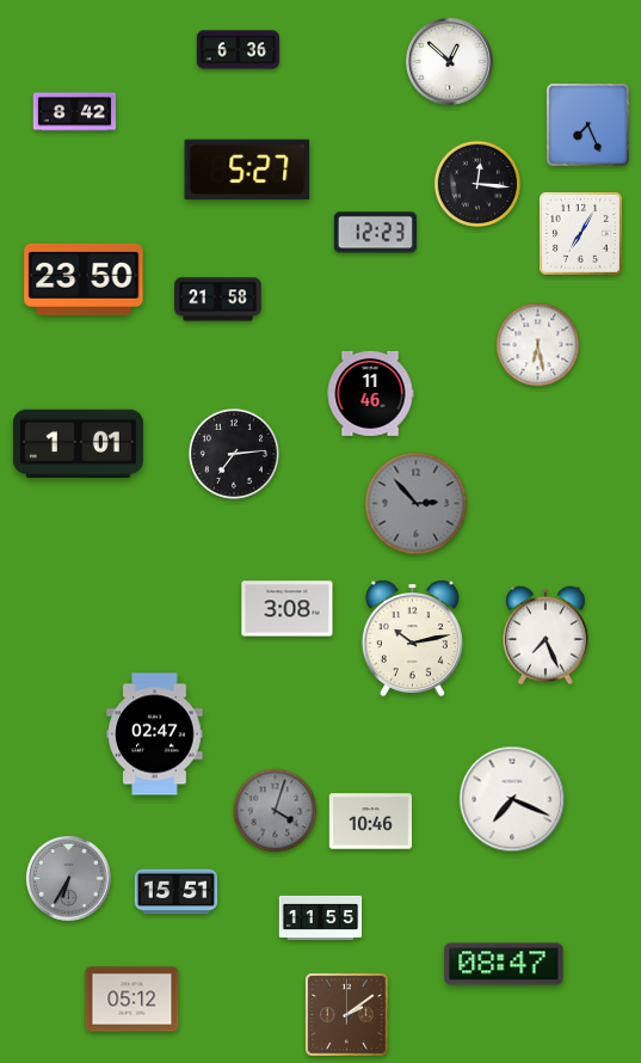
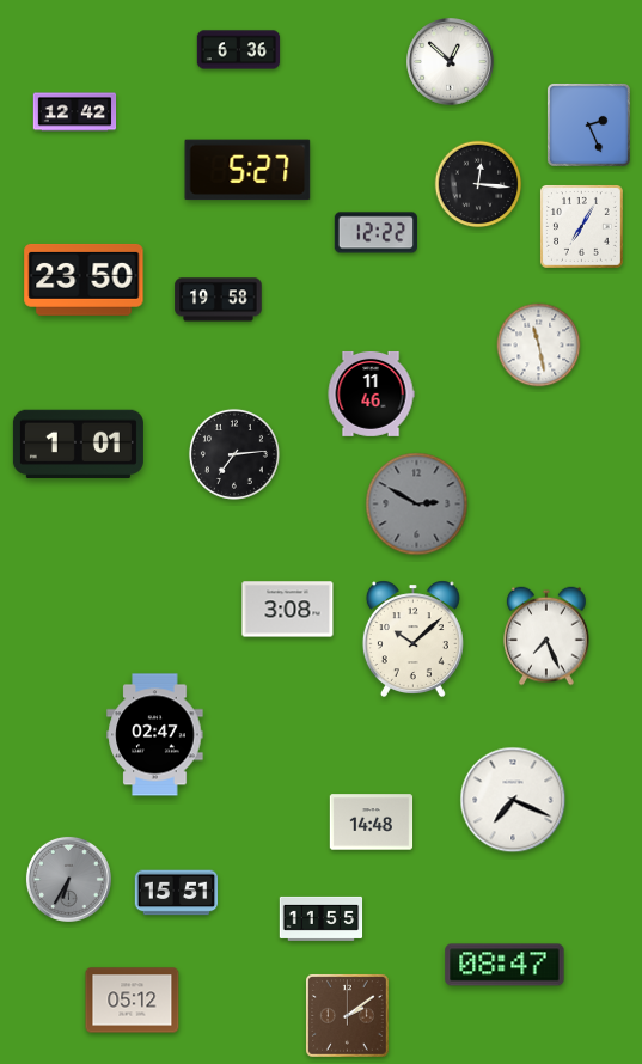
clock at (75, 112): 8:42 -> 12:42
clock at (588, 125): 7:26 -> 2:26
clock at (375, 233): 12:23 -> 12:22
clock at (581, 234) position: (581, 234) -> (582, 227)
clock at (218, 300): 21:58 -> 19:58
clock at (538, 345): 6:28 -> 11:28
clock at (417, 504): 2:53 -> 2:50
clock at (412, 638): 10:13 -> 10:08
clock at (276, 811): 4:03 -> none
clock at (371, 822): 10:46 -> 14:48
